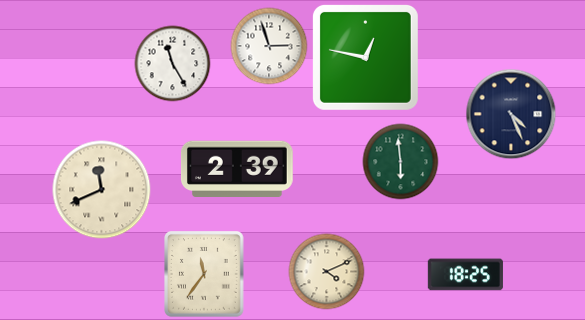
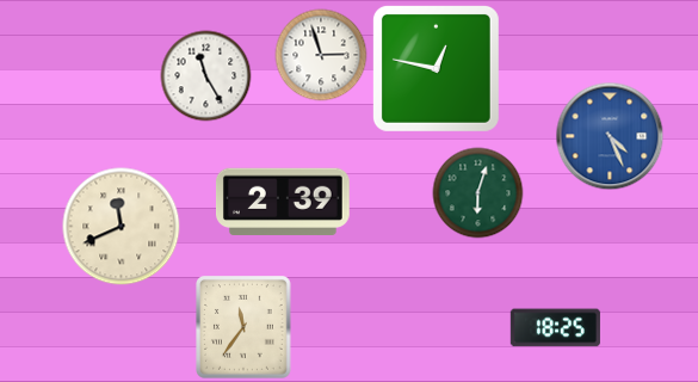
clock at (511, 114) dial: navy -> blue
clock at (401, 162): 5:59 -> 6:03
clock at (327, 272): 4:11 -> none
